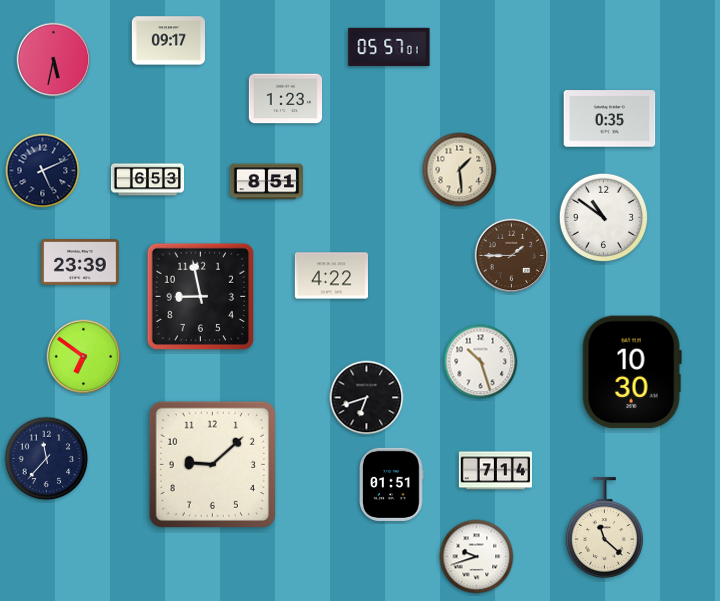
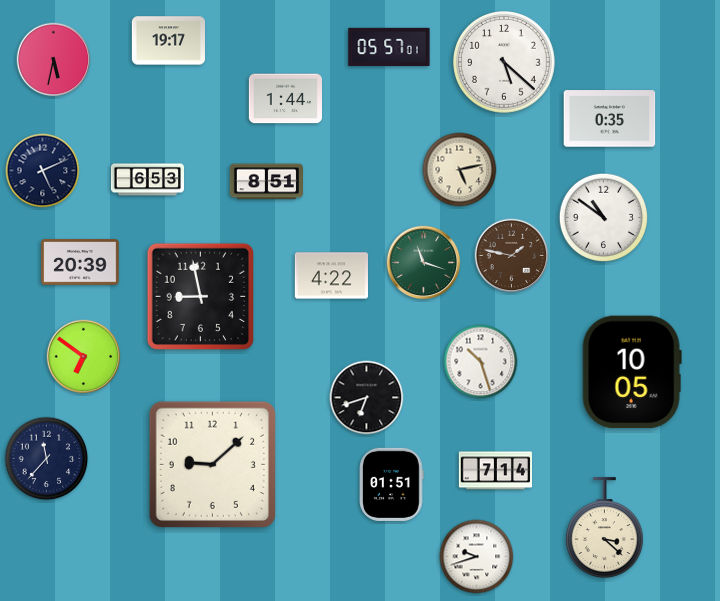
clock at (168, 41): 09:17 -> 19:17
clock at (505, 63): none -> 5:22
clock at (285, 99): 1:23 -> 1:44
clock at (460, 170): 1:29 -> 5:13
clock at (512, 256): 1:45 -> 1:47
clock at (80, 262): 23:39 -> 20:39
clock at (424, 263): none -> 11:18
clock at (632, 372): 10:30 -> 10:05
clock at (604, 528): 11:22 -> 3:22
